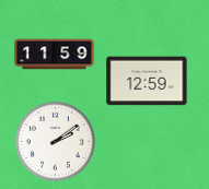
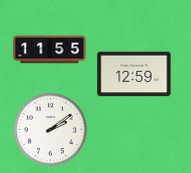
clock at (55, 55): 11:59 -> 11:55
